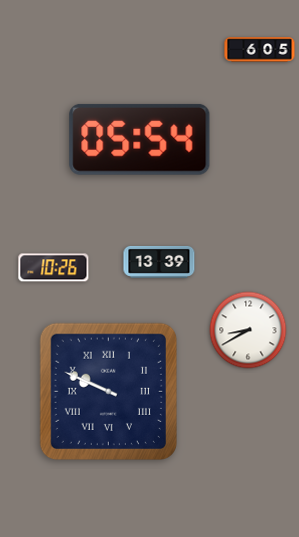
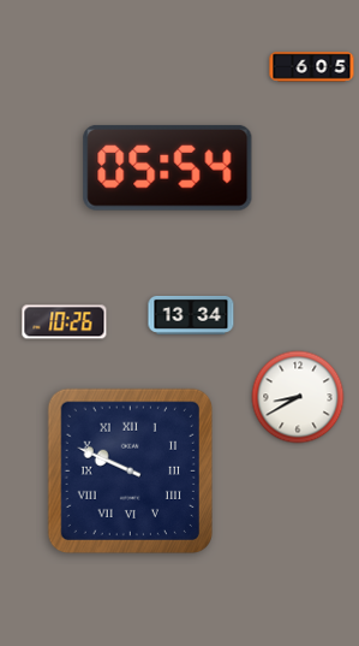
clock at (260, 50) position: (260, 50) -> (312, 67)
clock at (159, 262): 13:39 -> 13:34
